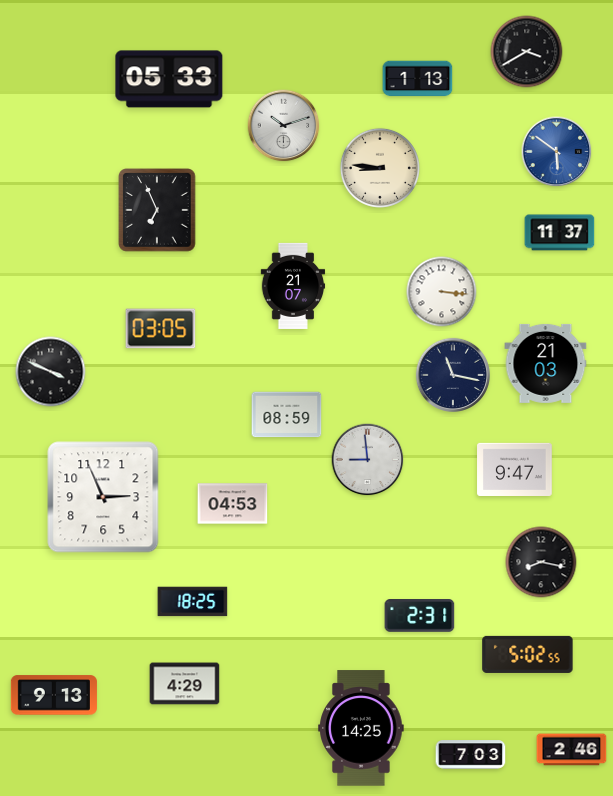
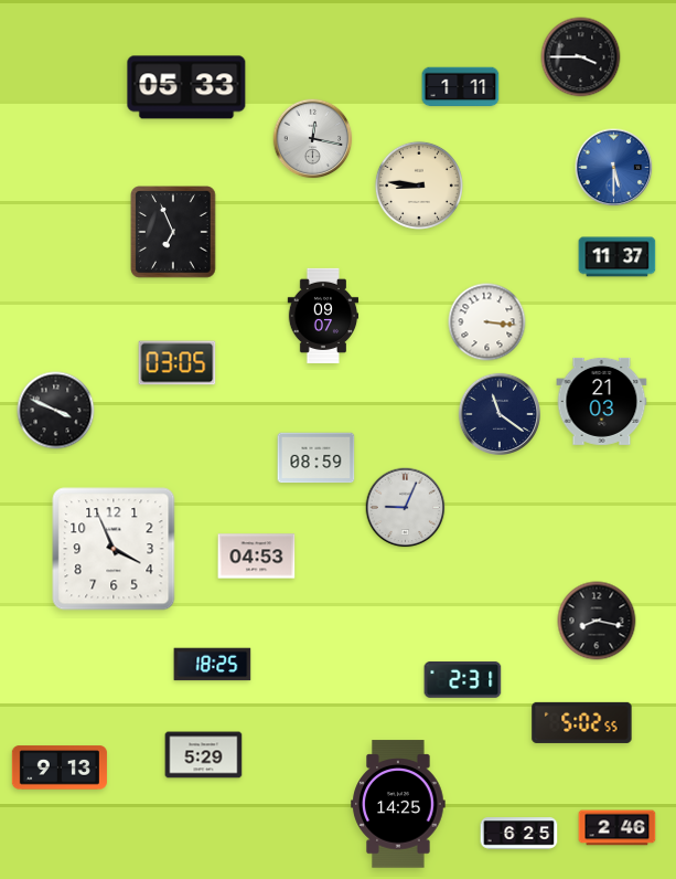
clock at (527, 52): 3:40 -> 3:45
clock at (418, 79): 1:13 -> 1:11
clock at (284, 126): 10:12 -> 12:17
clock at (557, 152): 5:51 -> 5:30
clock at (293, 286): 21:07 -> 09:07
clock at (452, 374): 11:17 -> 11:21
clock at (368, 460): 8:59 -> 9:04
clock at (515, 469): 9:47 -> none
clock at (103, 497): 2:56 -> 3:56
clock at (185, 684): 4:29 -> 5:29
clock at (572, 750) position: (572, 750) -> (618, 828)
clock at (471, 755): 7:03 -> 6:25
